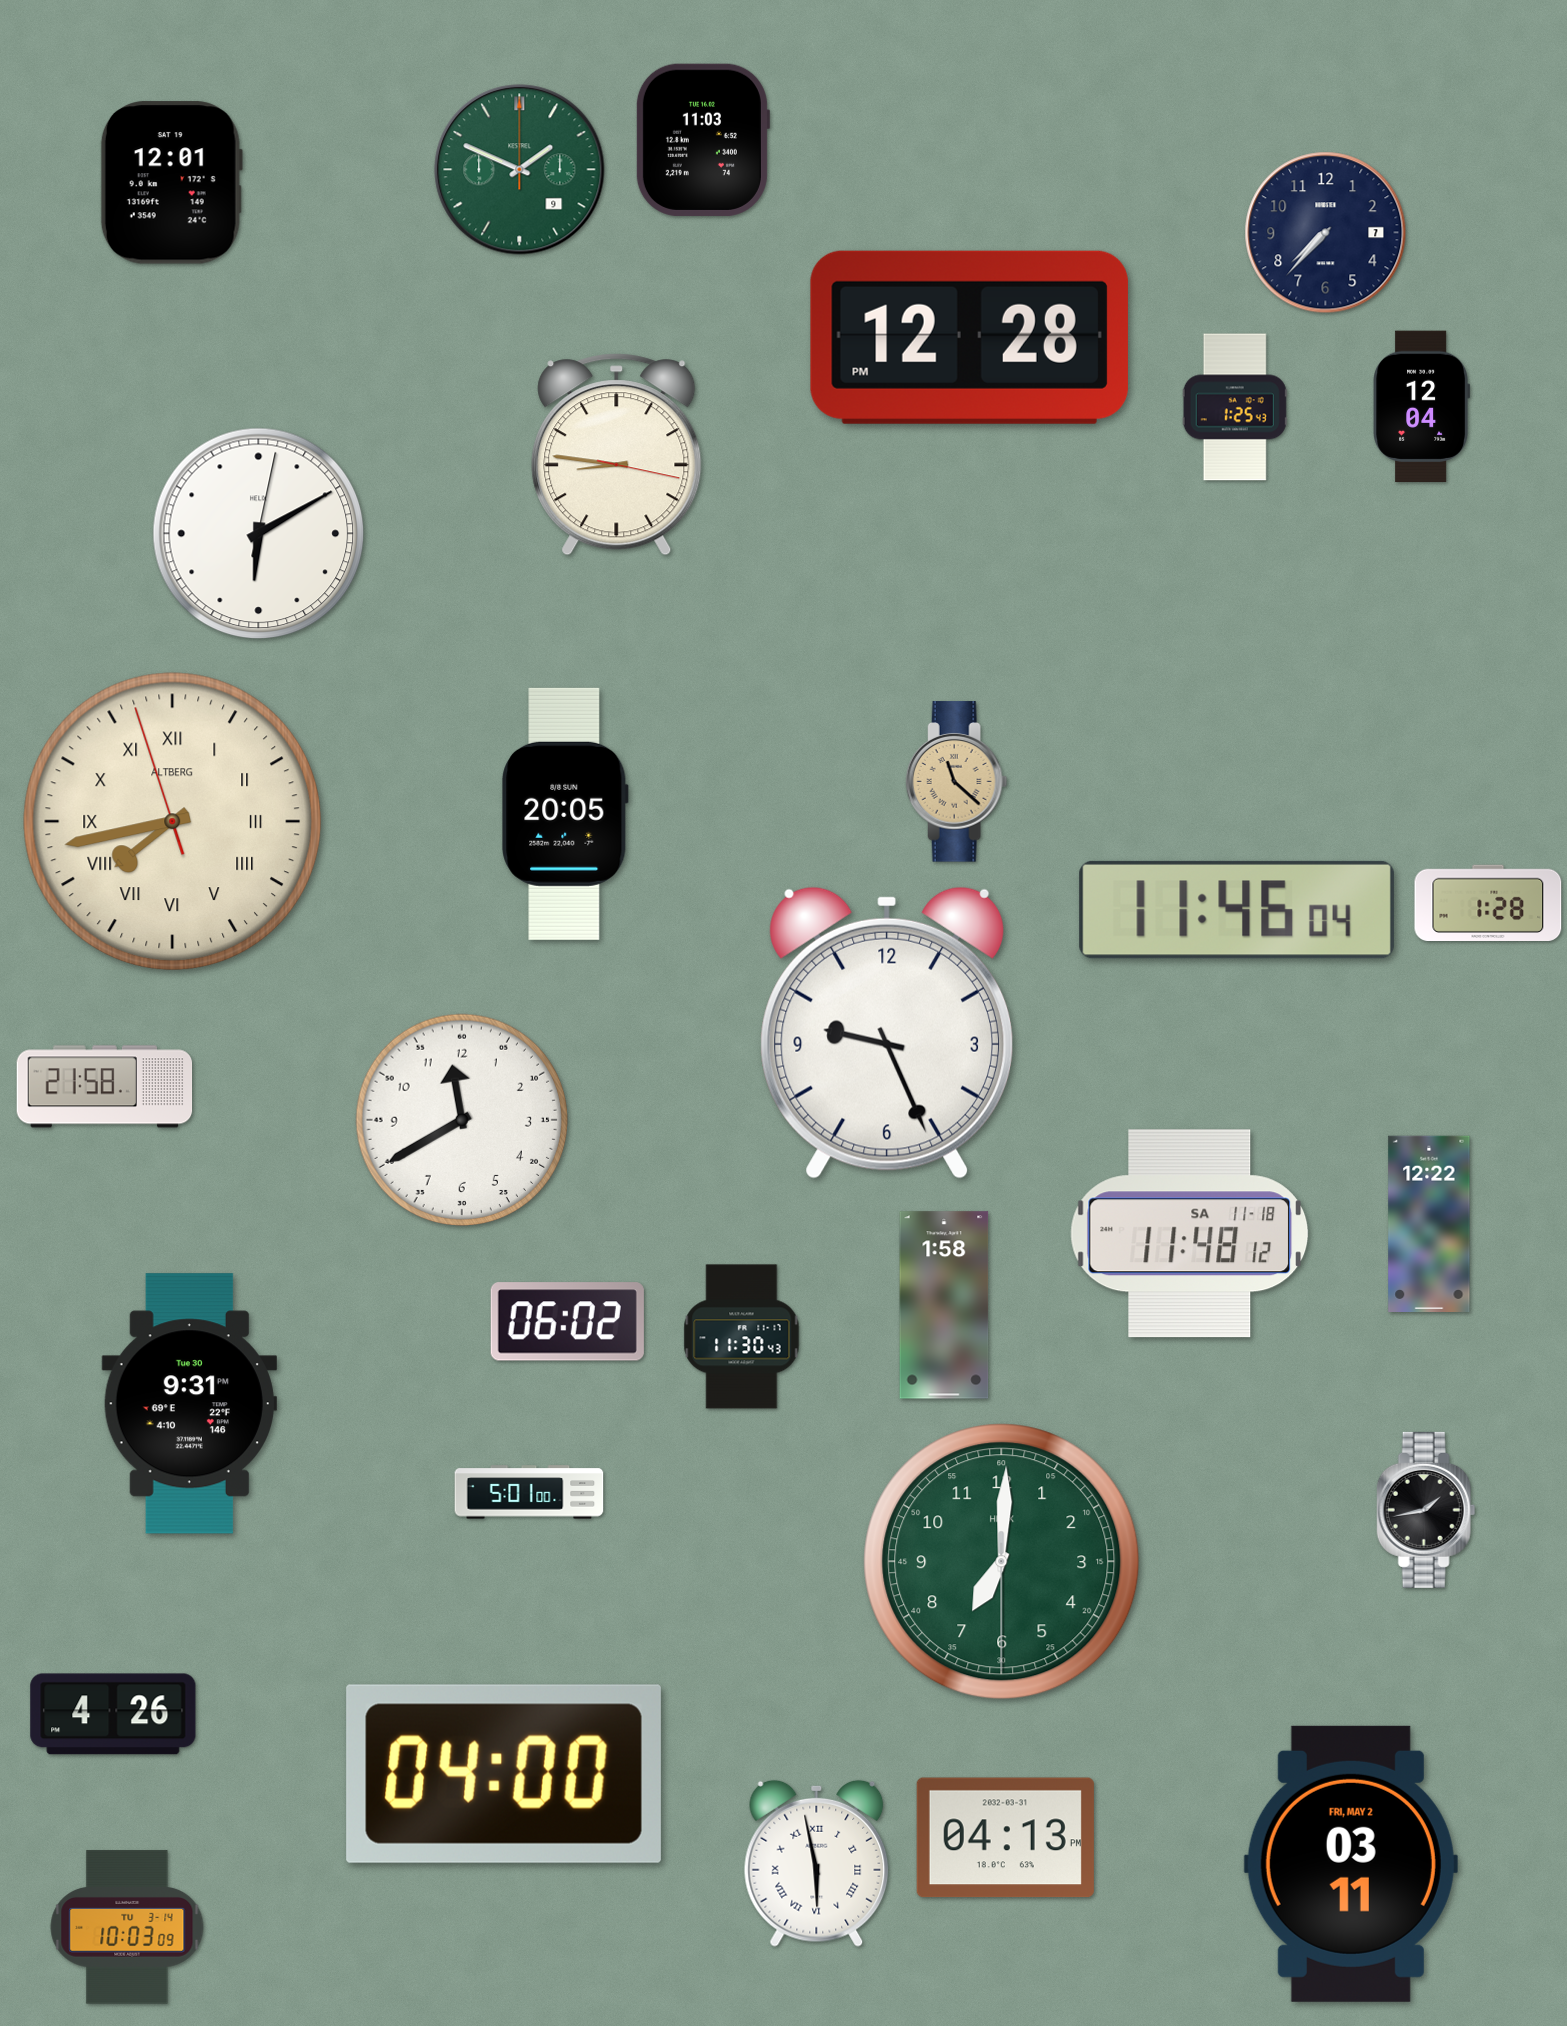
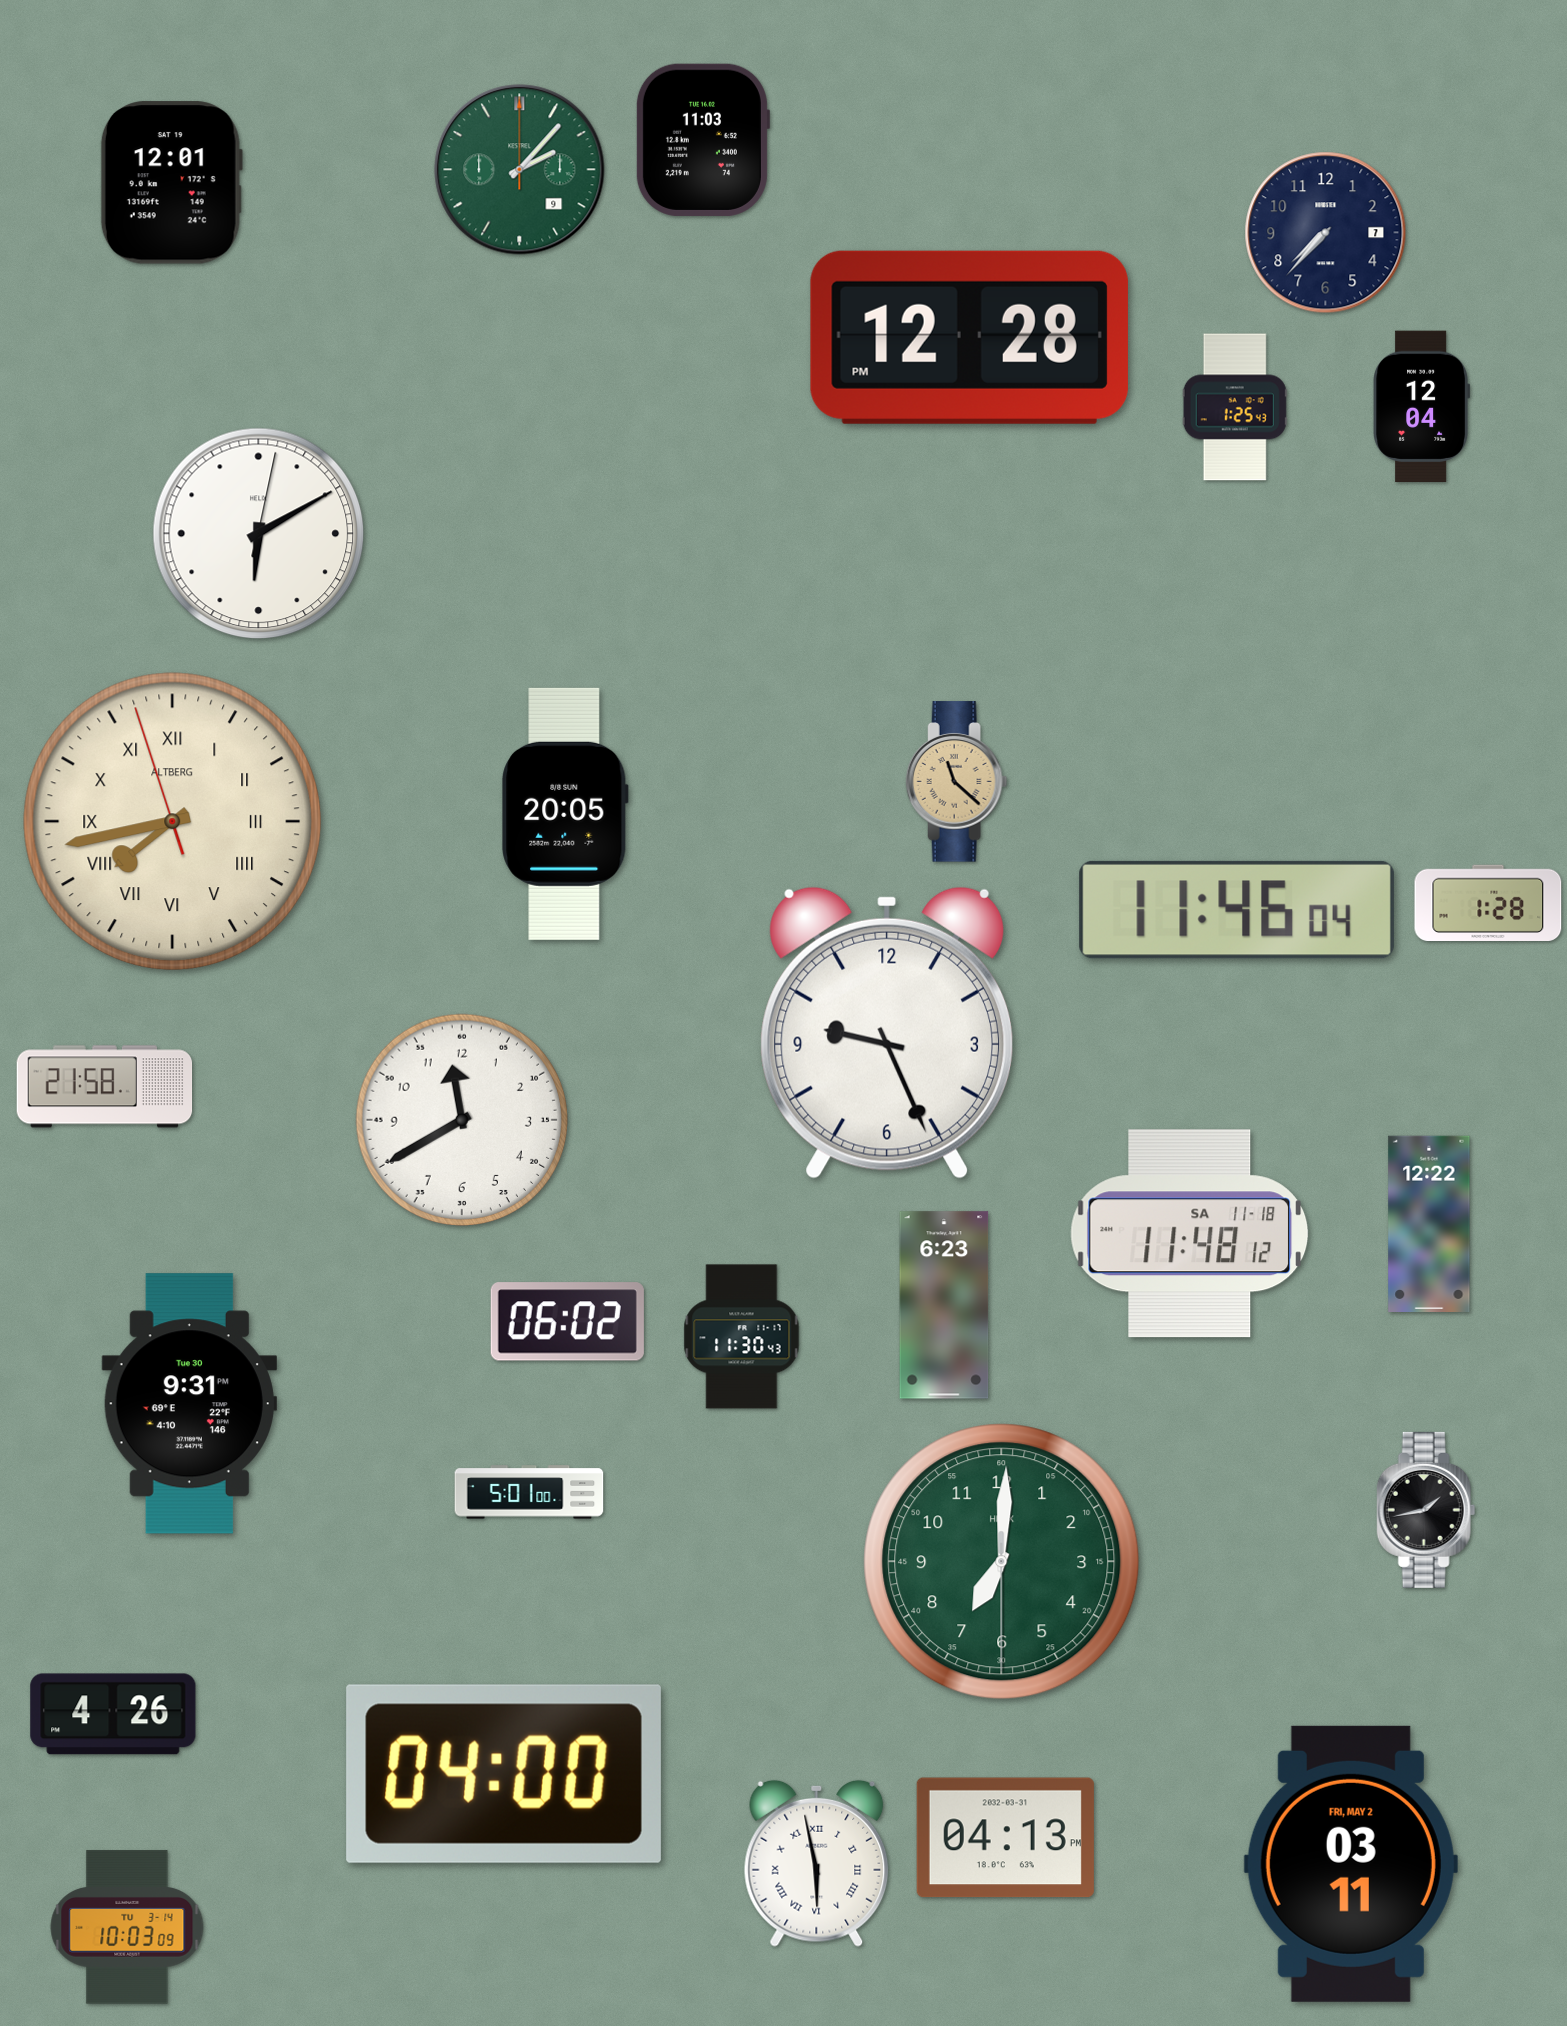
clock at (520, 170): 1:49 -> 2:07
clock at (617, 455): 8:46 -> none
clock at (944, 1305): 1:58 -> 6:23
